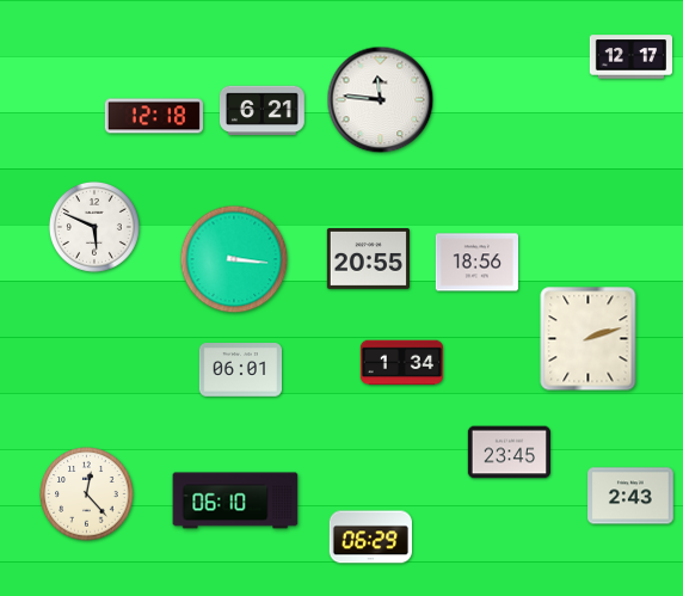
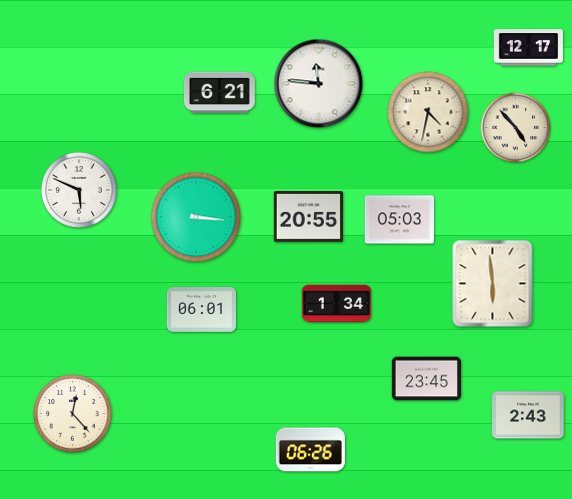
clock at (154, 116): 12:18 -> none
clock at (428, 112): none -> 4:32
clock at (516, 128): none -> 4:53
clock at (476, 263): 18:56 -> 05:03
clock at (589, 339): 2:12 -> 5:59
clock at (235, 500): 06:10 -> none
clock at (370, 537): 06:29 -> 06:26
